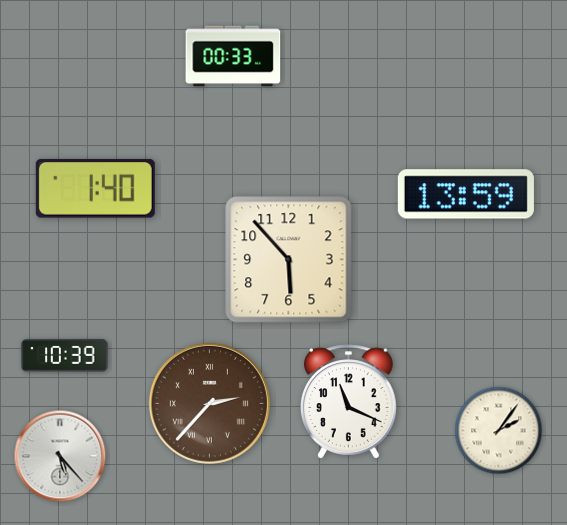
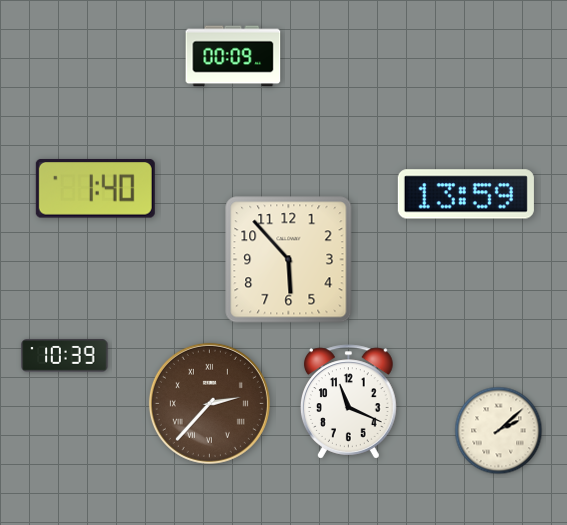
clock at (233, 56): 00:33 -> 00:09
clock at (499, 431): 2:06 -> 2:08
clock at (60, 456): 5:23 -> none
